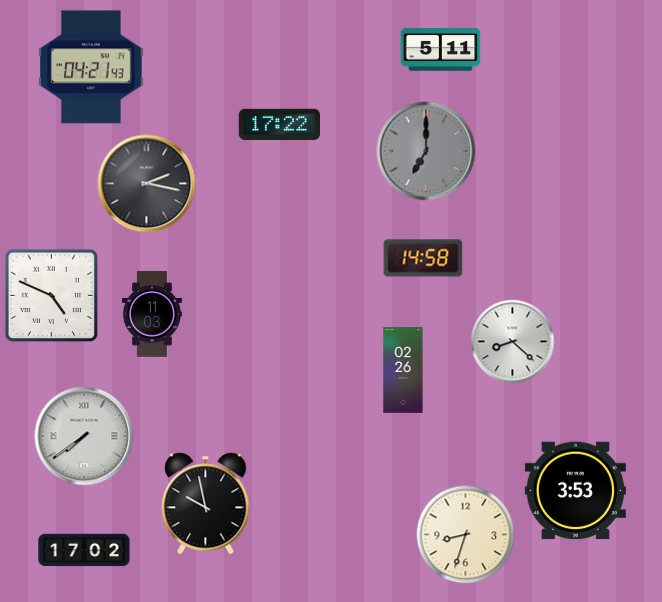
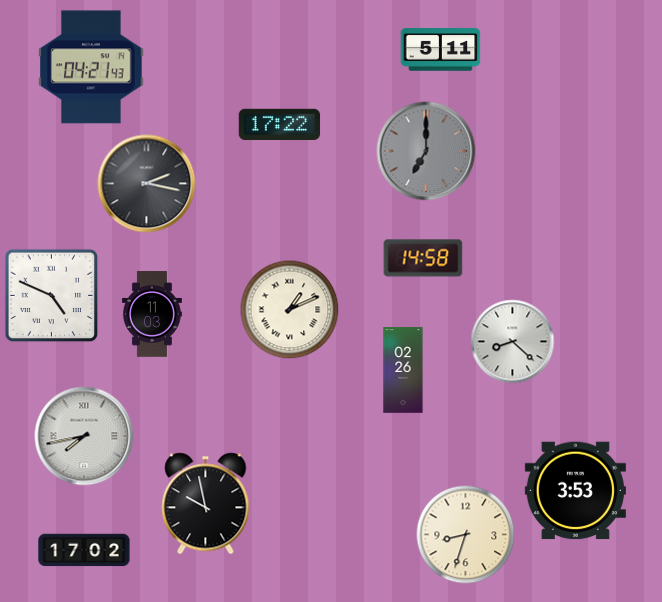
clock at (290, 310): none -> 1:11
clock at (84, 436): 7:39 -> 7:43
